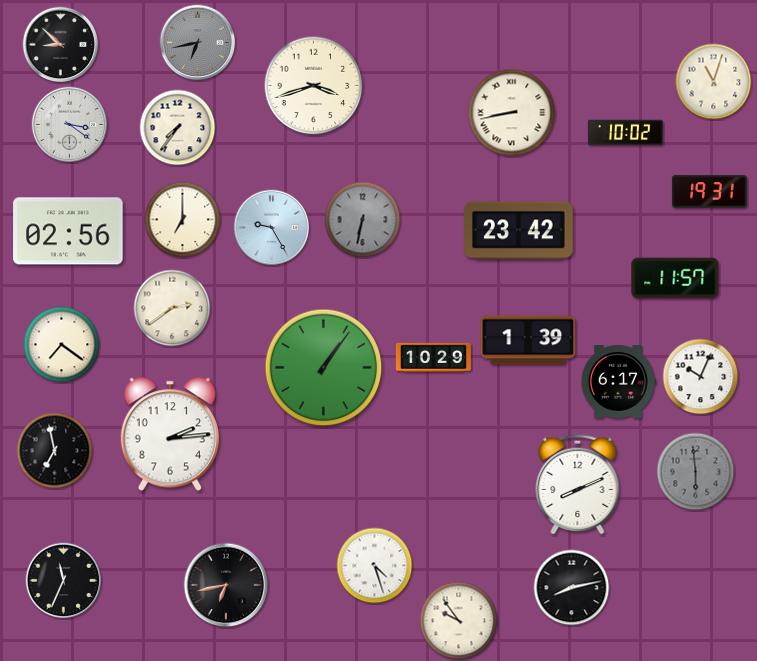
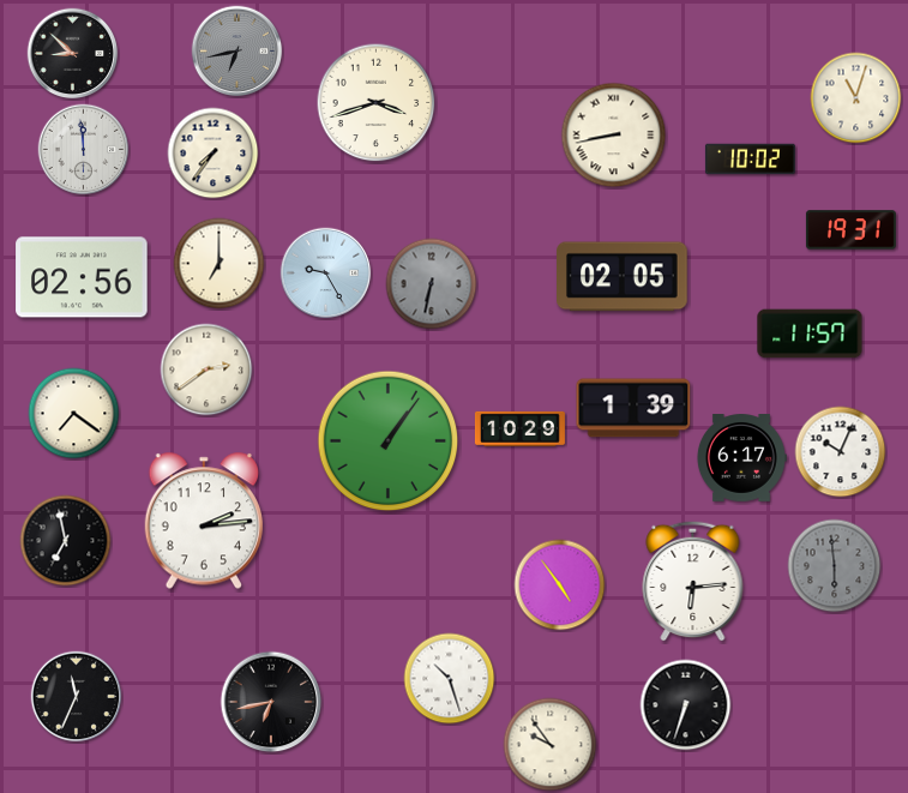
clock at (70, 125): 3:21 -> 11:59
clock at (363, 220) position: (363, 220) -> (432, 284)
clock at (519, 231): 23:42 -> 02:05
clock at (578, 484): 8:11 -> 6:14
clock at (560, 585): none -> 4:54
clock at (375, 566): 4:27 -> 10:27
clock at (572, 588): 8:13 -> 6:33
